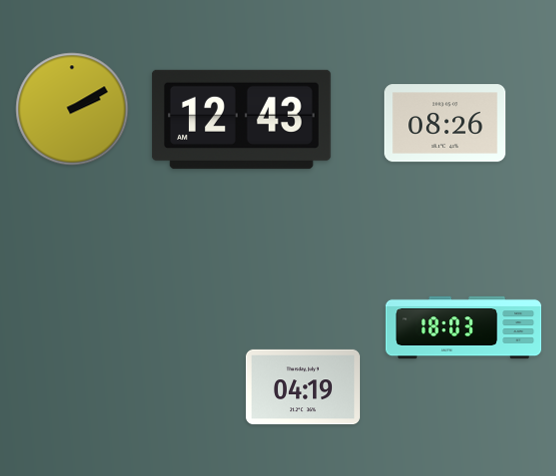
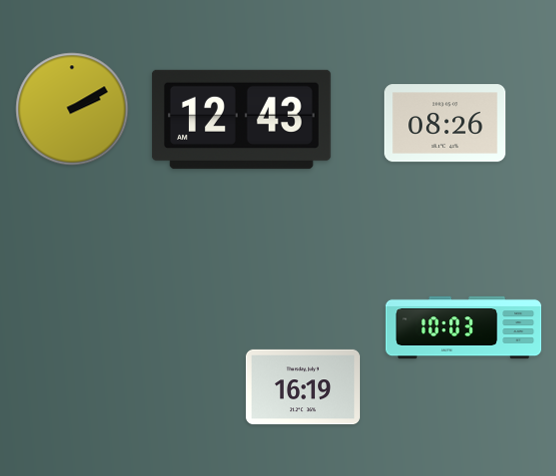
clock at (464, 328): 18:03 -> 10:03
clock at (303, 387): 04:19 -> 16:19
